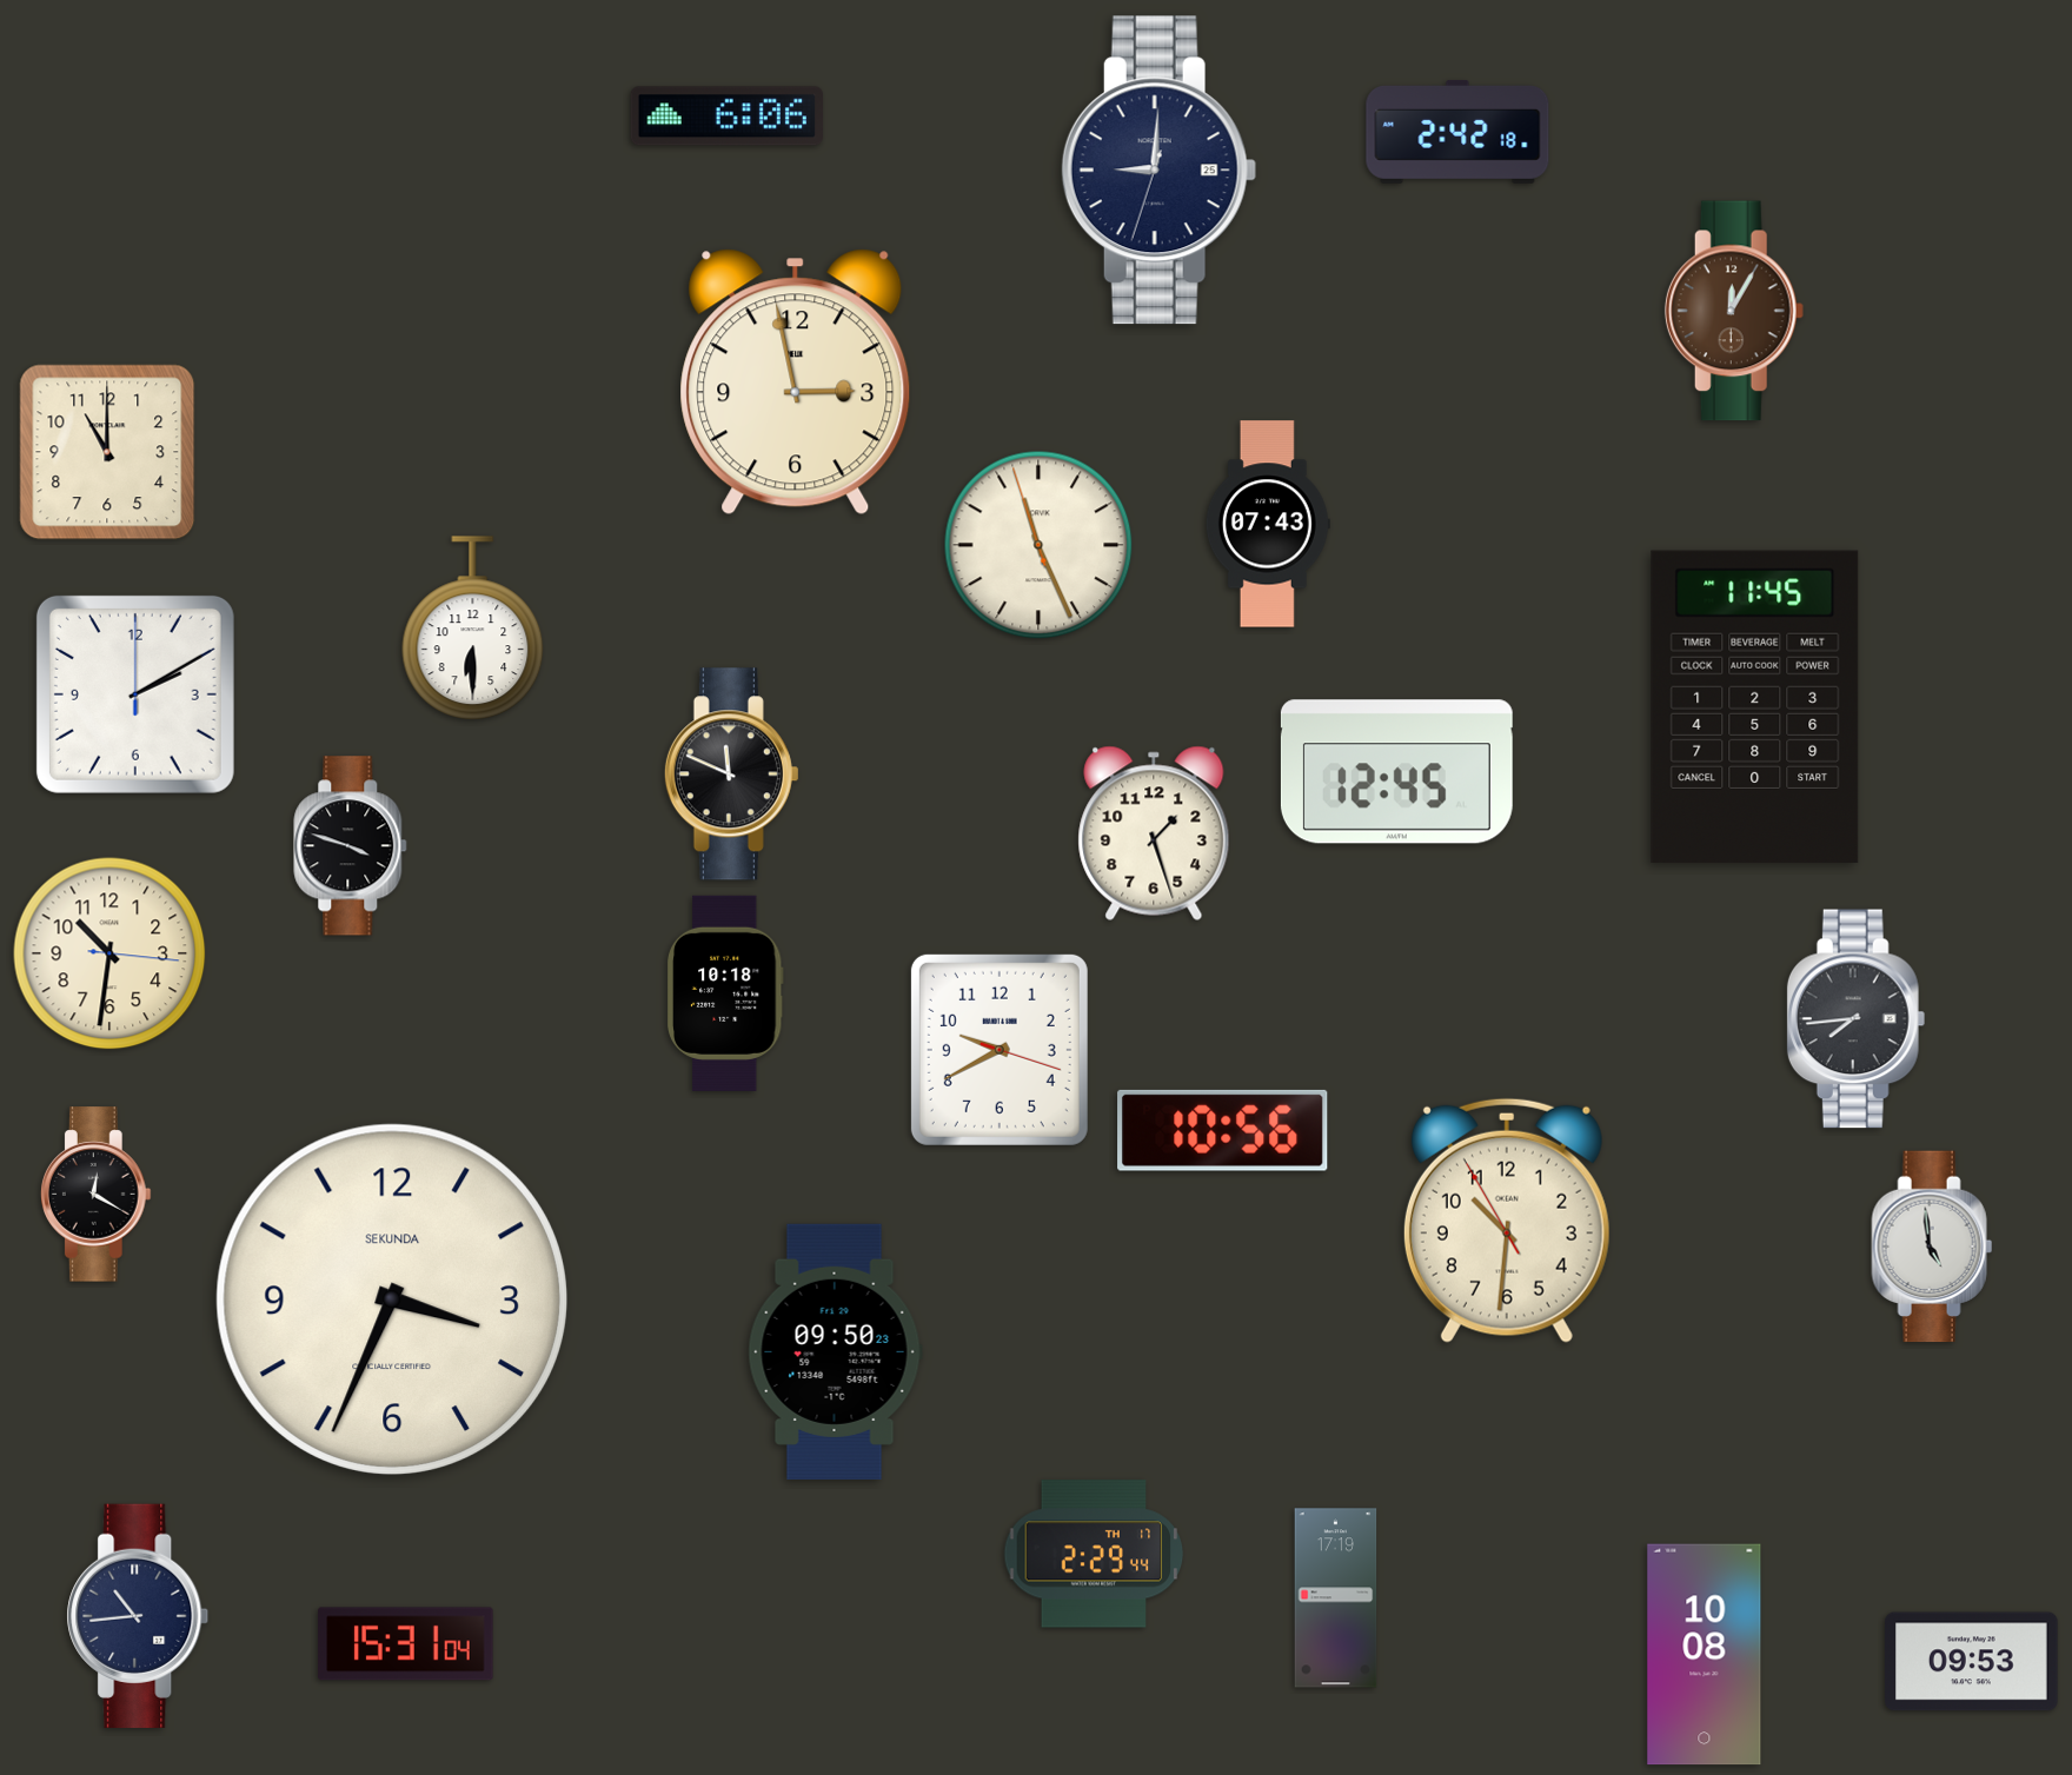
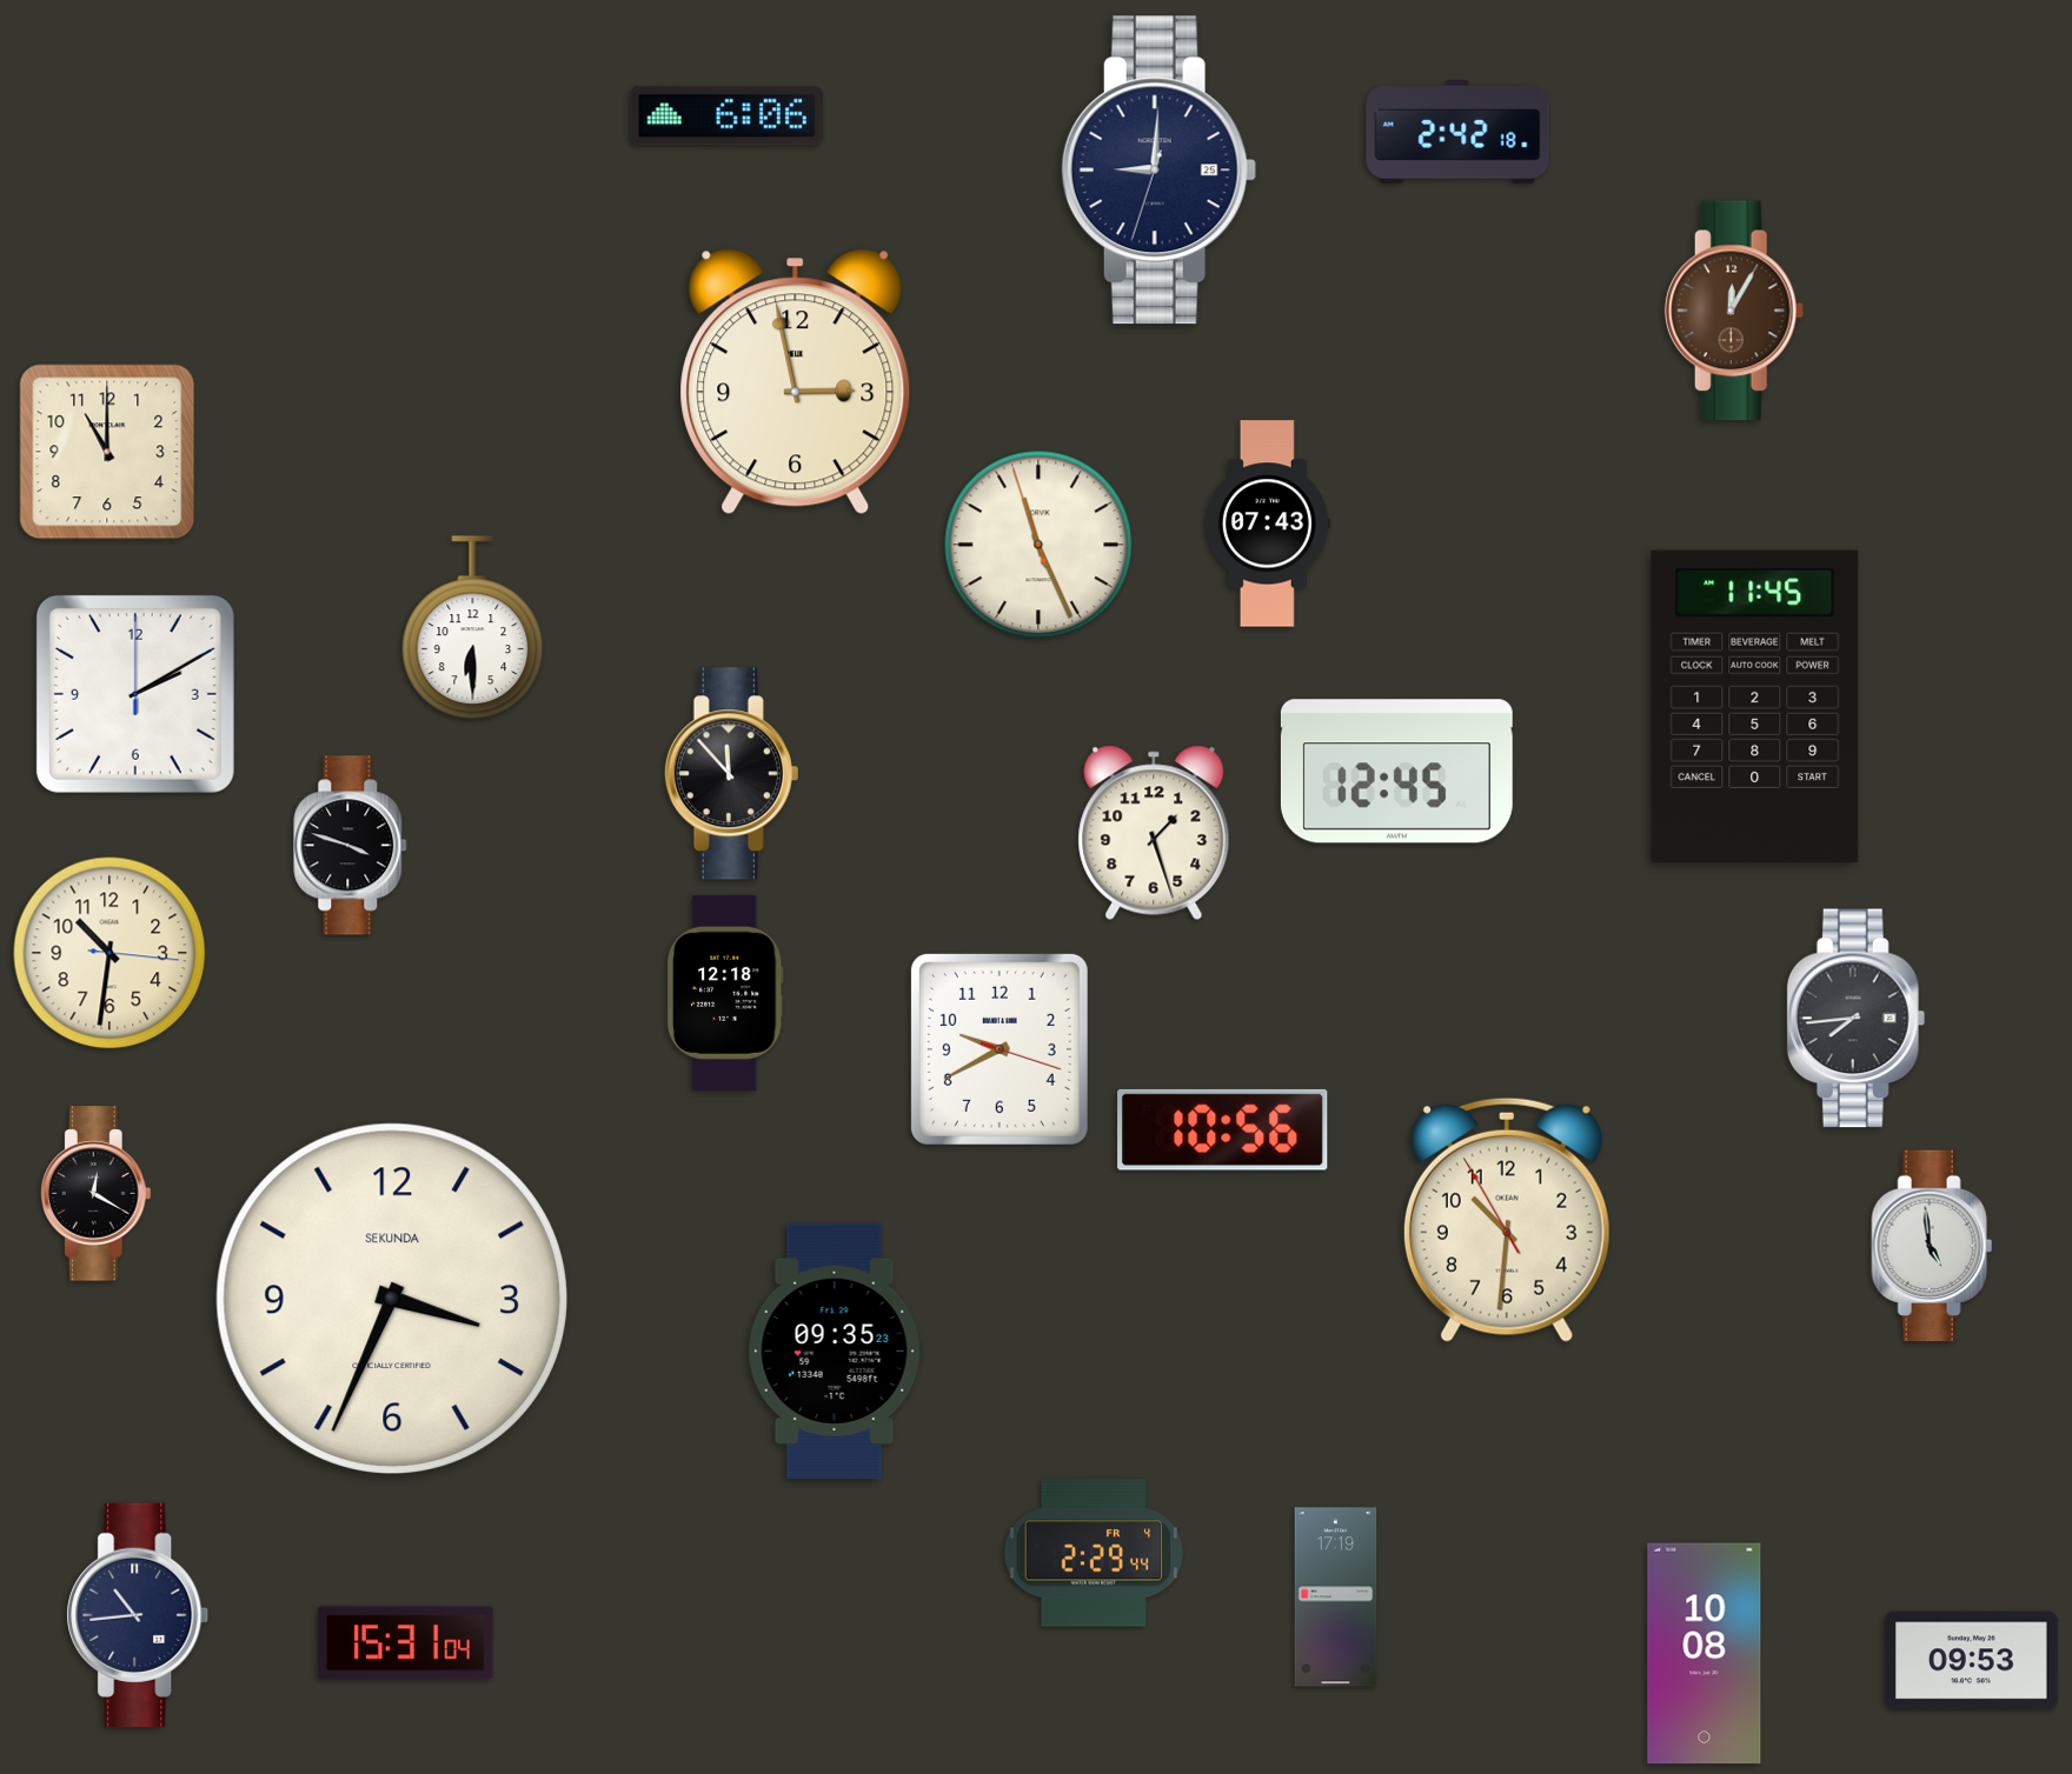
clock at (731, 775): 11:49 -> 11:53
clock at (725, 993): 10:18 -> 12:18
clock at (835, 1351): 09:50 -> 09:35
clock at (1094, 1554) date: TH 17 -> FR 4
